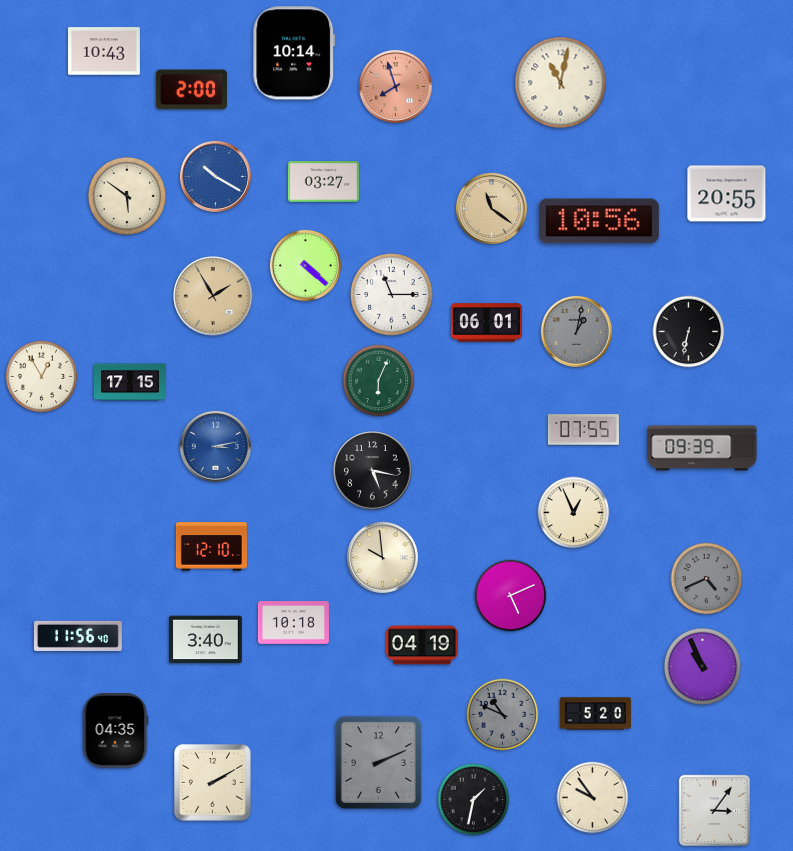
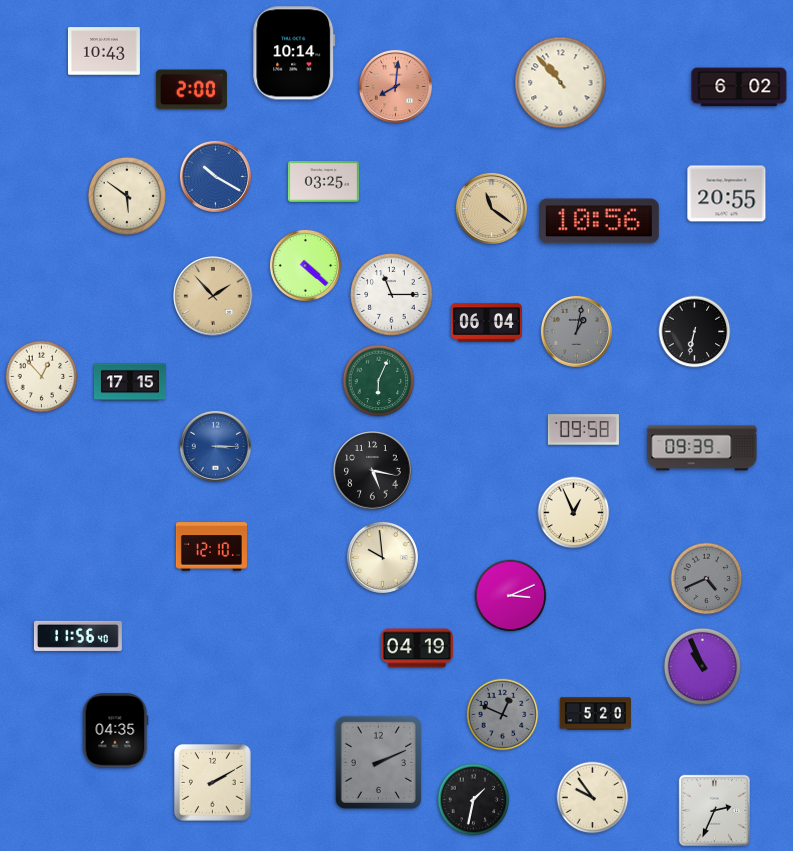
clock at (561, 83): 11:02 -> 10:53
clock at (395, 86): 7:57 -> 8:01
clock at (739, 87): none -> 6:02
clock at (323, 182): 03:27 -> 03:25
clock at (213, 296): 1:55 -> 1:53
clock at (486, 323): 06:01 -> 06:04
clock at (689, 332) position: (689, 332) -> (695, 332)
clock at (42, 377): 12:55 -> 12:53
clock at (583, 430): 07:55 -> 09:58
clock at (215, 446): 3:13 -> 3:15
clock at (511, 596): 5:11 -> 3:11
clock at (293, 623): 10:18 -> none
clock at (206, 640): 3:40 -> none
clock at (422, 645) position: (422, 645) -> (417, 648)
clock at (503, 715): 10:49 -> 12:49
clock at (714, 810): 3:06 -> 2:34
